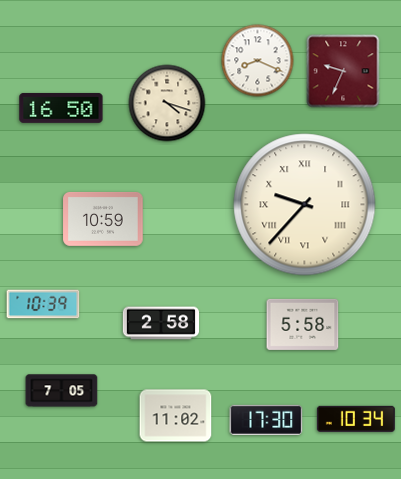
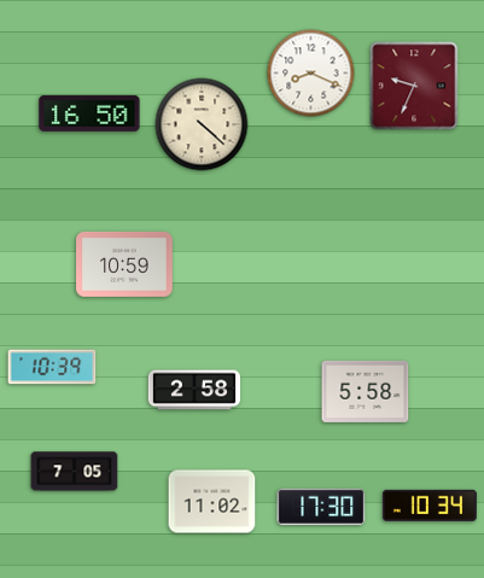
clock at (167, 103): 4:18 -> 4:22
clock at (61, 108) position: (61, 108) -> (89, 113)
clock at (305, 205): 9:37 -> none
